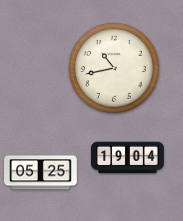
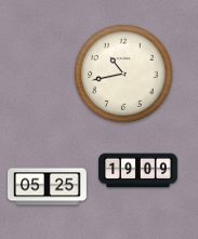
clock at (128, 158): 19:04 -> 19:09
clock at (41, 173) position: (41, 173) -> (48, 187)
